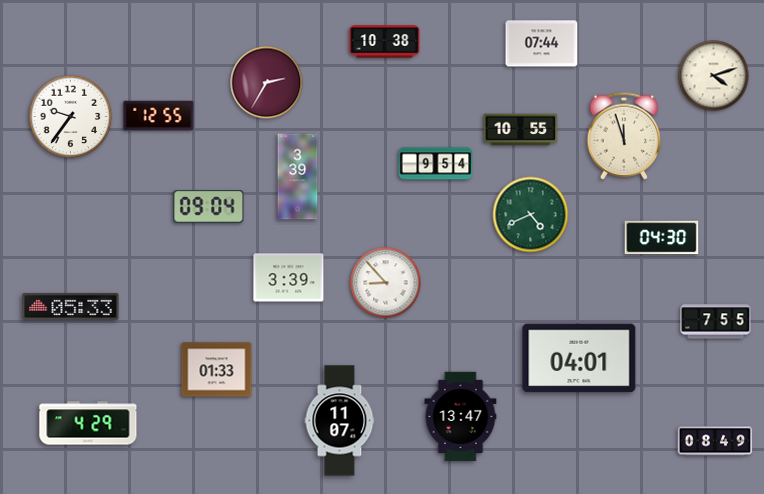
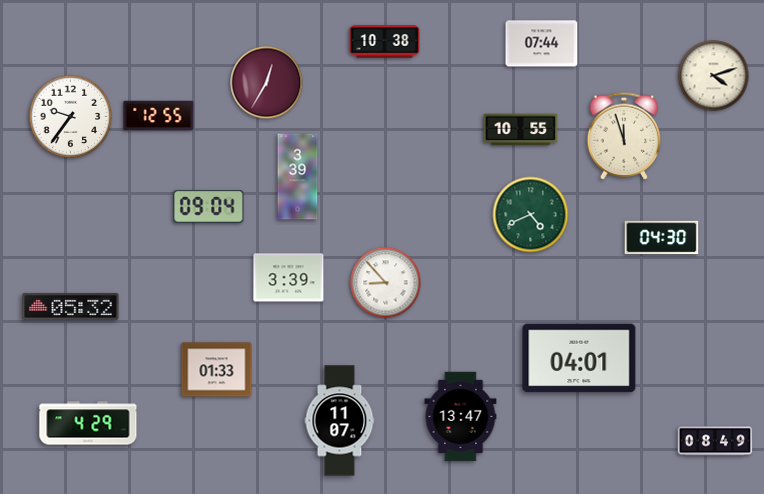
clock at (267, 83): 2:35 -> 12:35
clock at (436, 164): 9:54 -> none
clock at (71, 306): 05:33 -> 05:32
clock at (716, 322): 7:55 -> none
